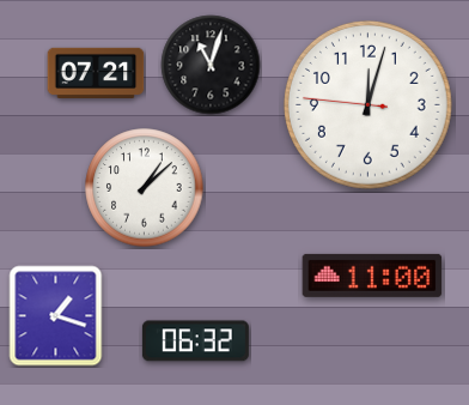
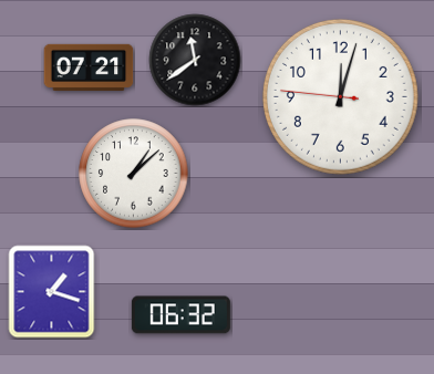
clock at (211, 65): 11:03 -> 11:39
clock at (372, 276): 11:00 -> none
